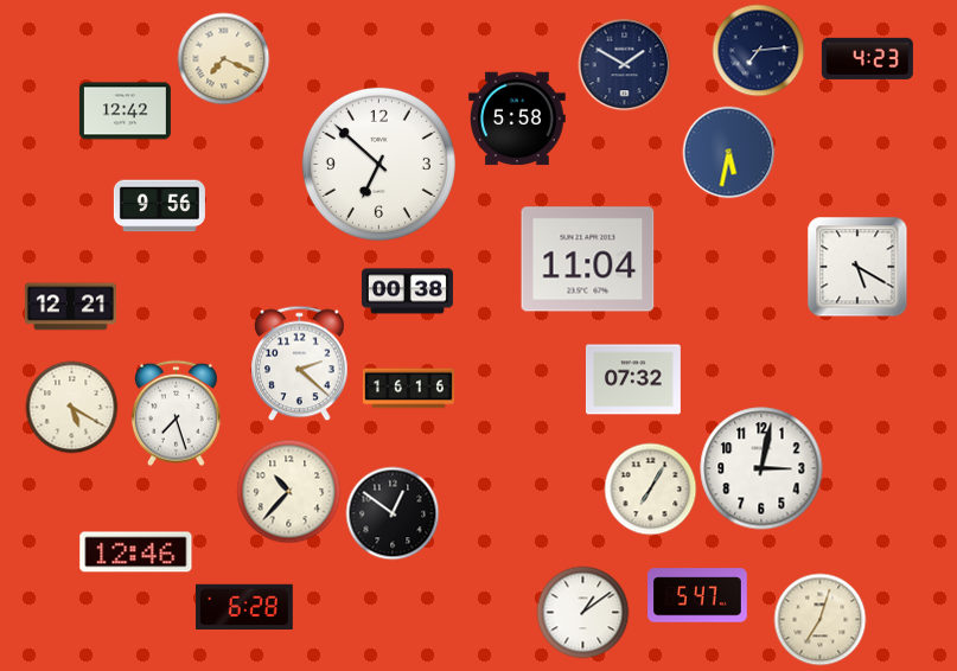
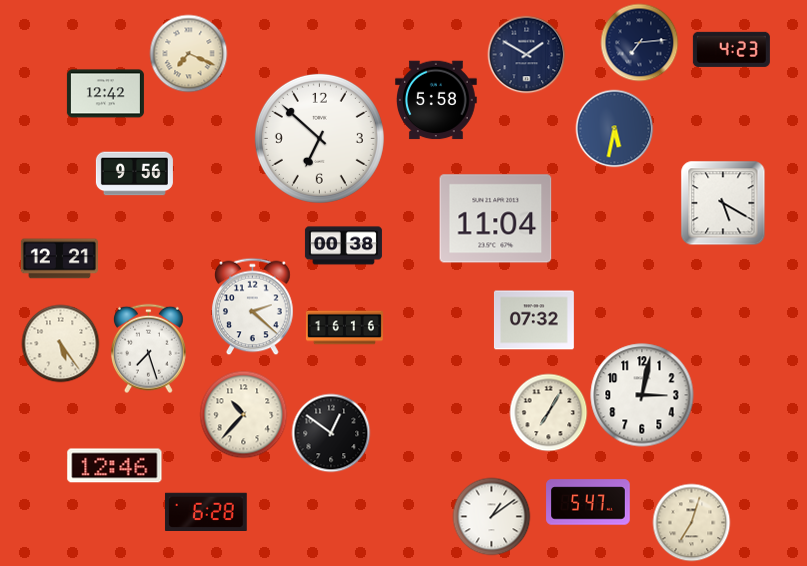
clock at (223, 58) position: (223, 58) -> (188, 53)
clock at (857, 267) position: (857, 267) -> (723, 203)
clock at (71, 407): 5:20 -> 5:24
